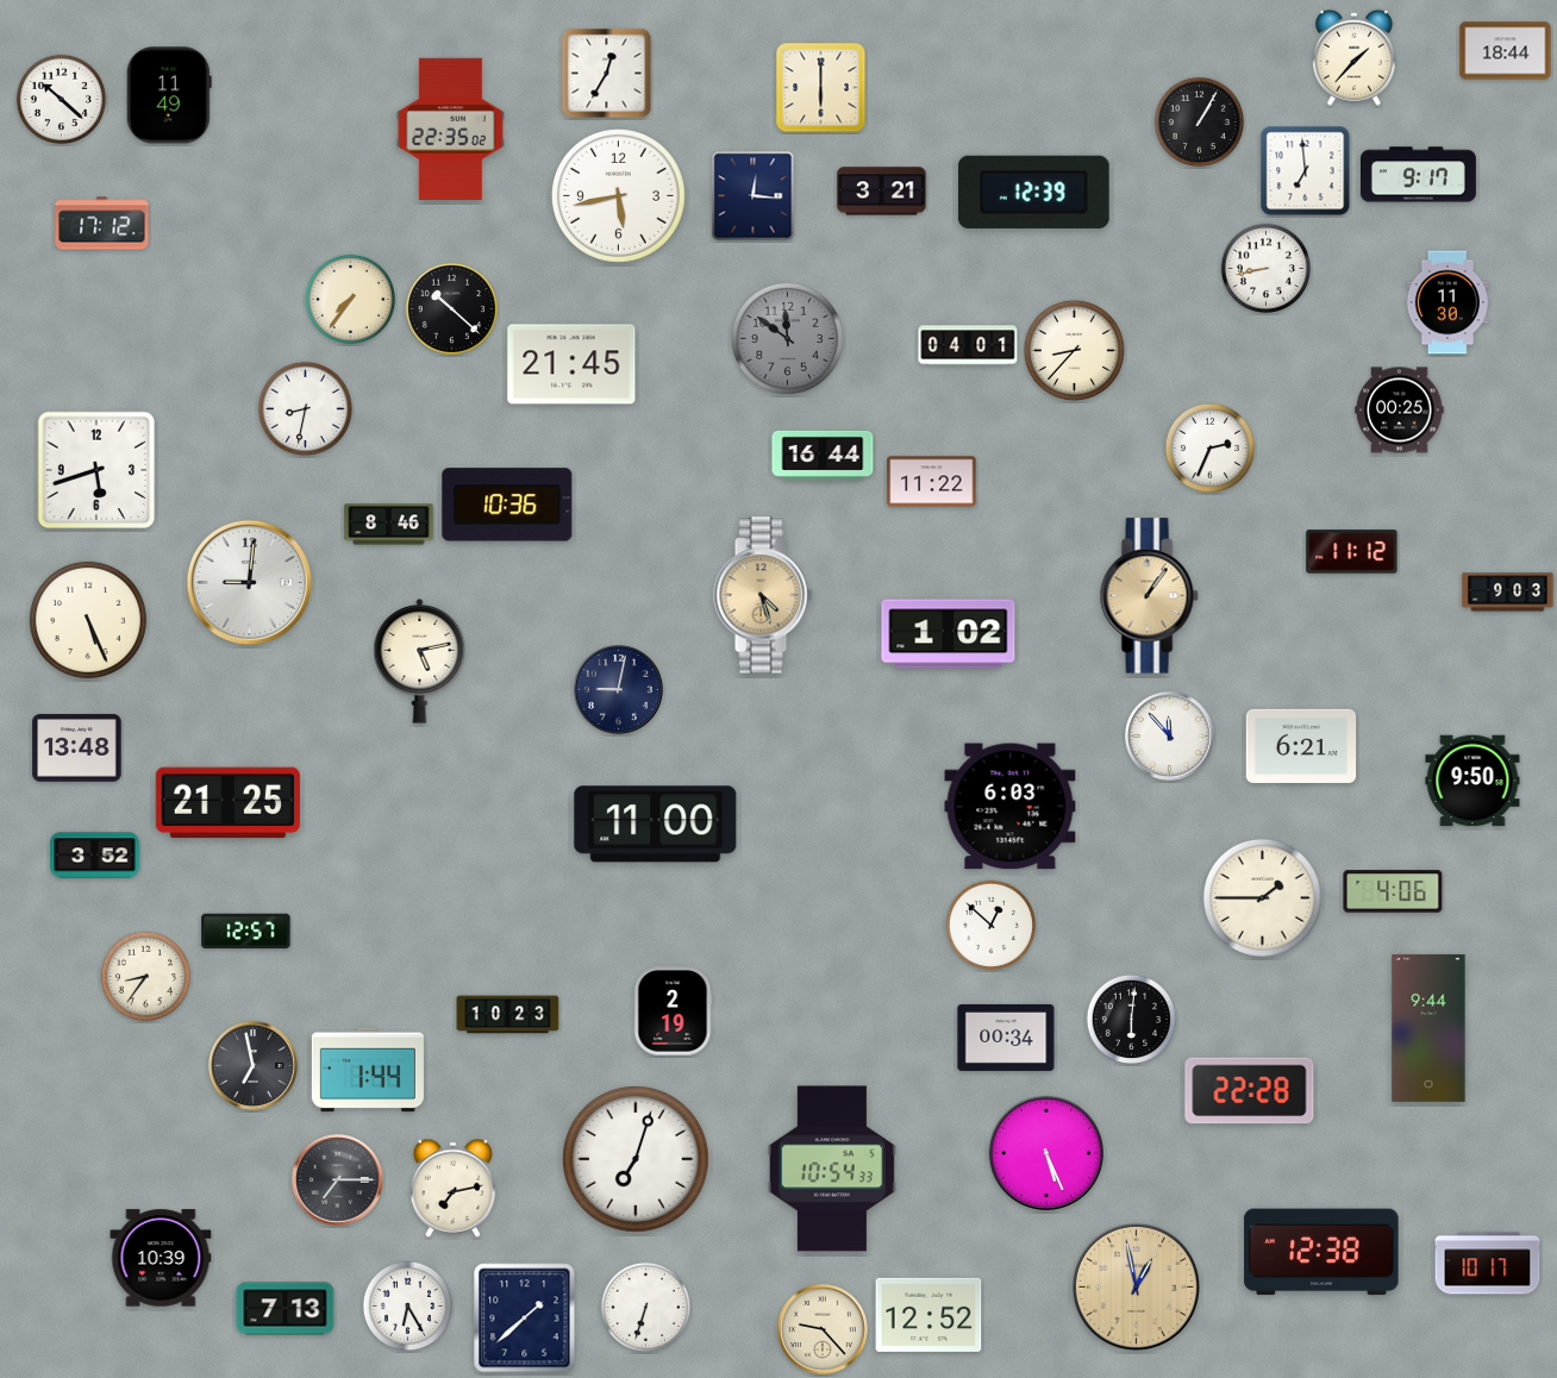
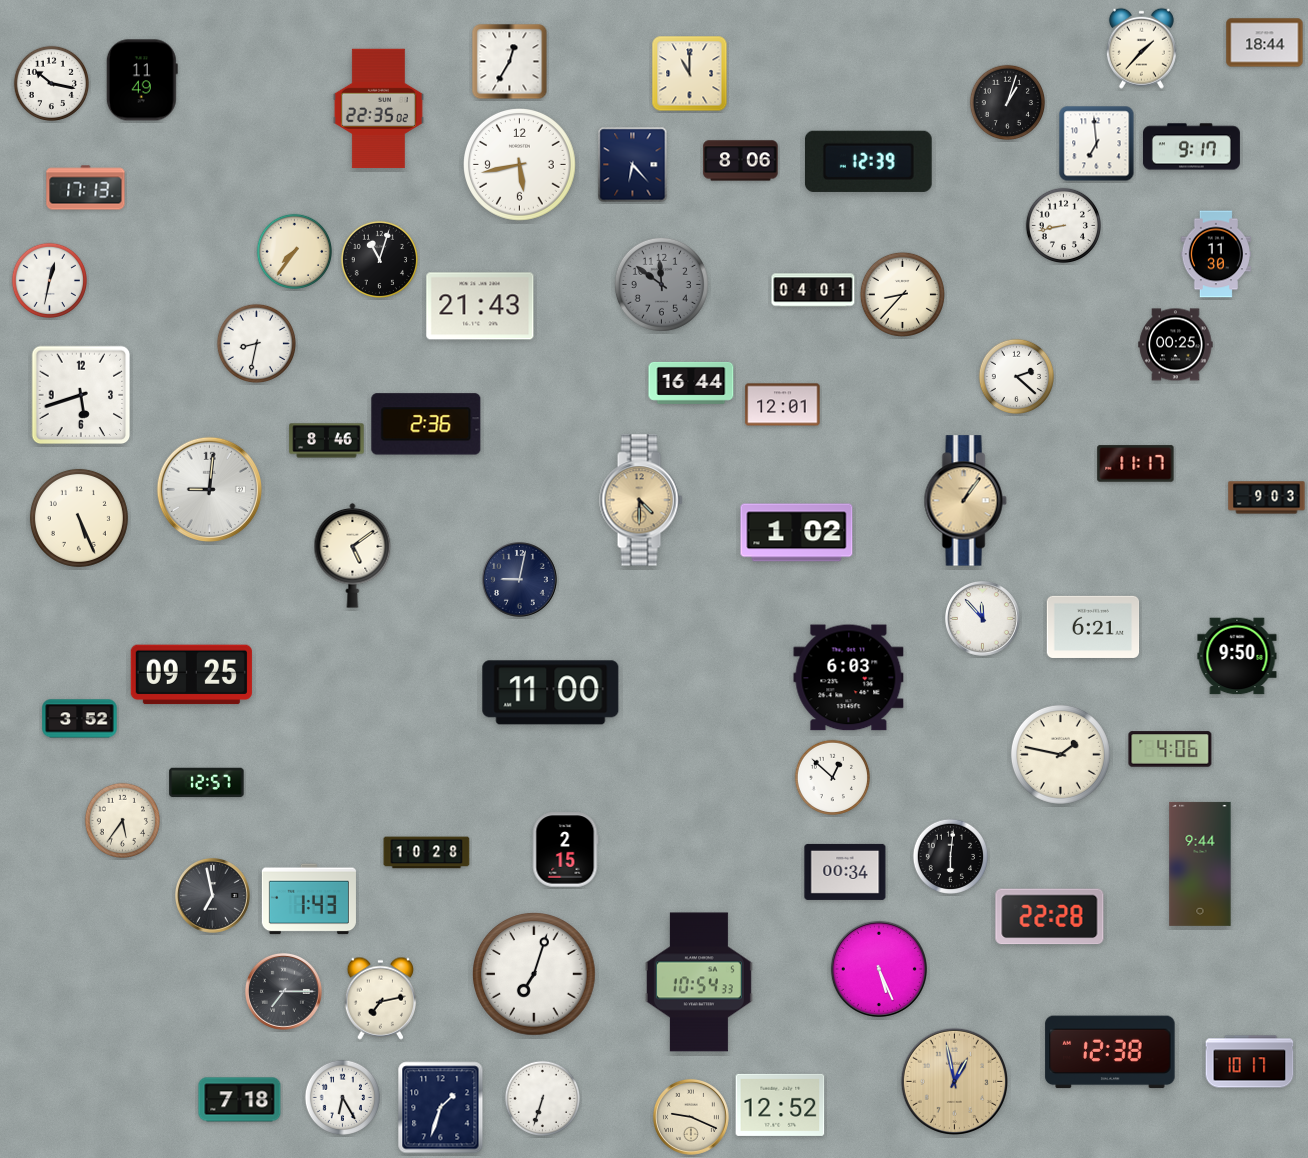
clock at (1353, 57) position: (1353, 57) -> (1141, 48)
clock at (821, 88): 6:00 -> 11:00
clock at (61, 99): 10:22 -> 10:17
clock at (1199, 121): 1:05 -> 1:03
clock at (882, 192): 3:21 -> 8:06
clock at (754, 196): 12:16 -> 6:23
clock at (102, 224): 17:12 -> 17:13
clock at (451, 308): 10:22 -> 11:03
clock at (49, 280): none -> 12:32
clock at (571, 364): 21:45 -> 21:43
clock at (1209, 447): 2:34 -> 2:22
clock at (932, 482): 11:22 -> 12:01
clock at (507, 505): 10:36 -> 2:36
clock at (1352, 552): 11:12 -> 11:17
clock at (763, 595): 4:27 -> 4:30
clock at (88, 620) position: (88, 620) -> (79, 518)
clock at (420, 660): 5:13 -> 5:09
clock at (77, 748): 13:48 -> none
clock at (227, 803): 21:25 -> 09:25
clock at (1262, 897): 1:45 -> 1:47
clock at (145, 976): 8:36 -> 5:36
clock at (673, 1011): 2:19 -> 2:15
clock at (508, 1015): 10:23 -> 10:28
clock at (368, 1070): 1:44 -> 1:43
clock at (161, 1258): 10:39 -> none
clock at (286, 1309): 7:13 -> 7:18
clock at (525, 1319): 1:38 -> 1:33
clock at (823, 1329): 9:23 -> 9:19
